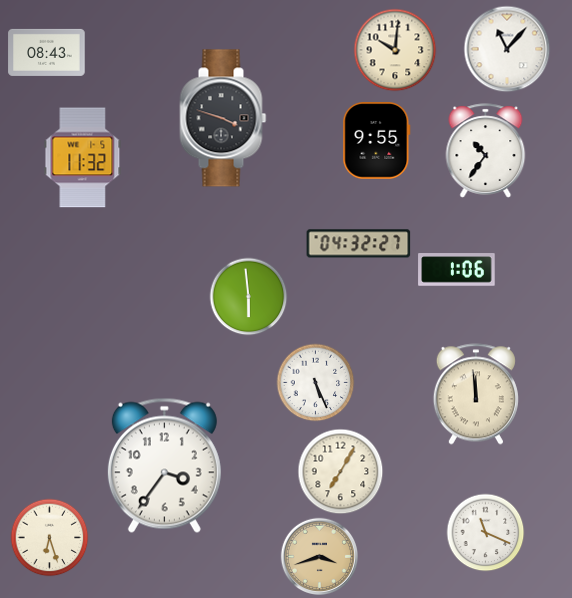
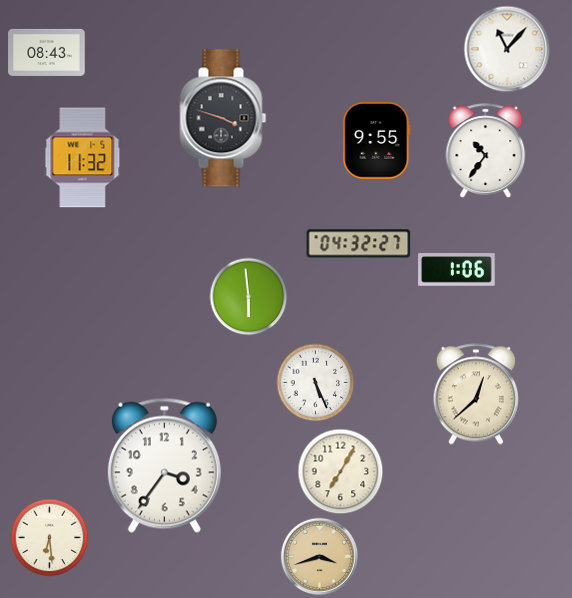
clock at (395, 50): 10:01 -> none
clock at (476, 394): 11:59 -> 12:38
clock at (485, 532): 11:19 -> none
clock at (49, 537): 6:27 -> 6:29
